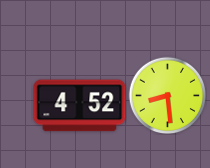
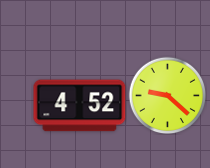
clock at (167, 95): 8:29 -> 9:22
